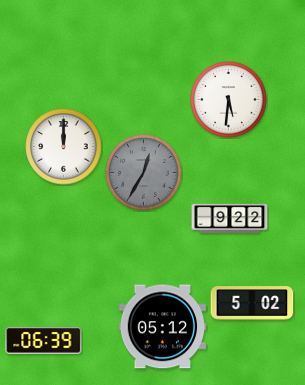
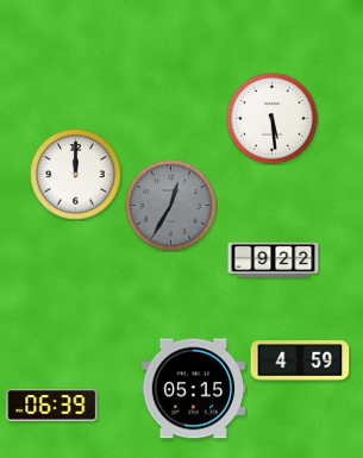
clock at (229, 100): 5:31 -> 5:29
clock at (252, 303): 5:02 -> 4:59
clock at (163, 327): 05:12 -> 05:15
